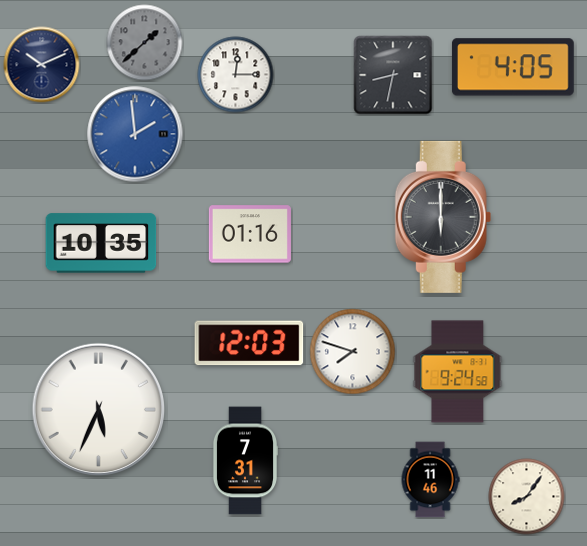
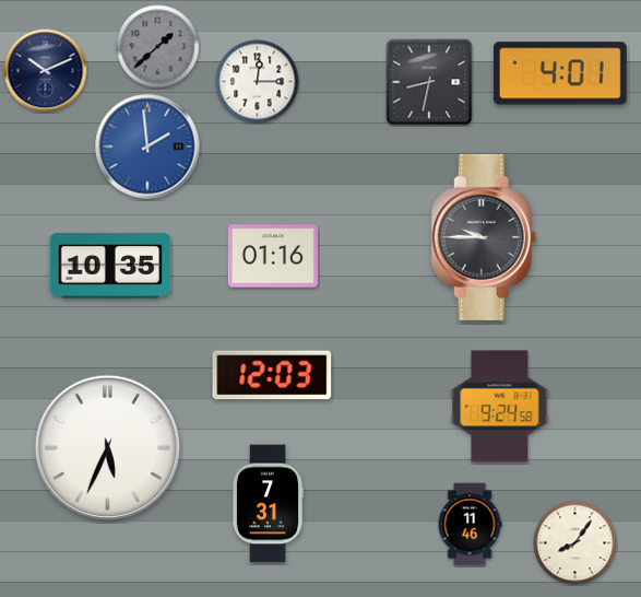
clock at (513, 67): 4:05 -> 4:01
clock at (443, 217): 6:00 -> 9:45
clock at (353, 352): 7:48 -> none
